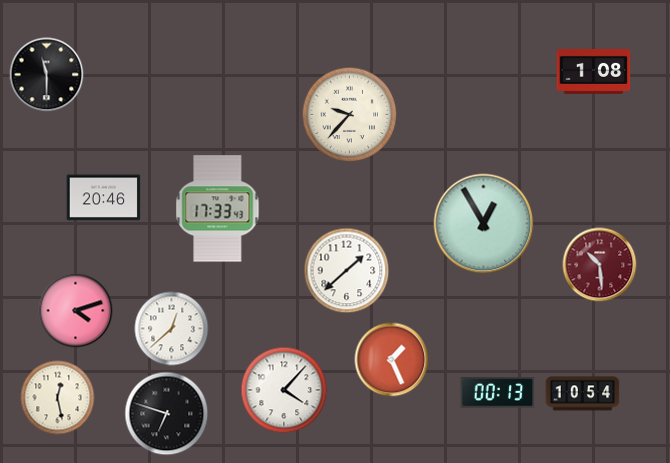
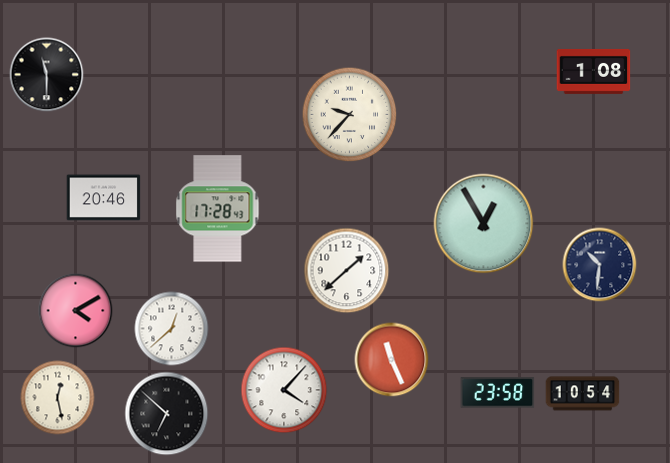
clock at (218, 209): 17:33 -> 17:28
clock at (600, 265): 10:29 -> 10:31
clock at (600, 265) dial: burgundy -> navy
clock at (76, 311): 4:12 -> 4:10
clock at (392, 360): 1:26 -> 11:26
clock at (498, 393): 00:13 -> 23:58
clock at (167, 414): 6:48 -> 6:52
